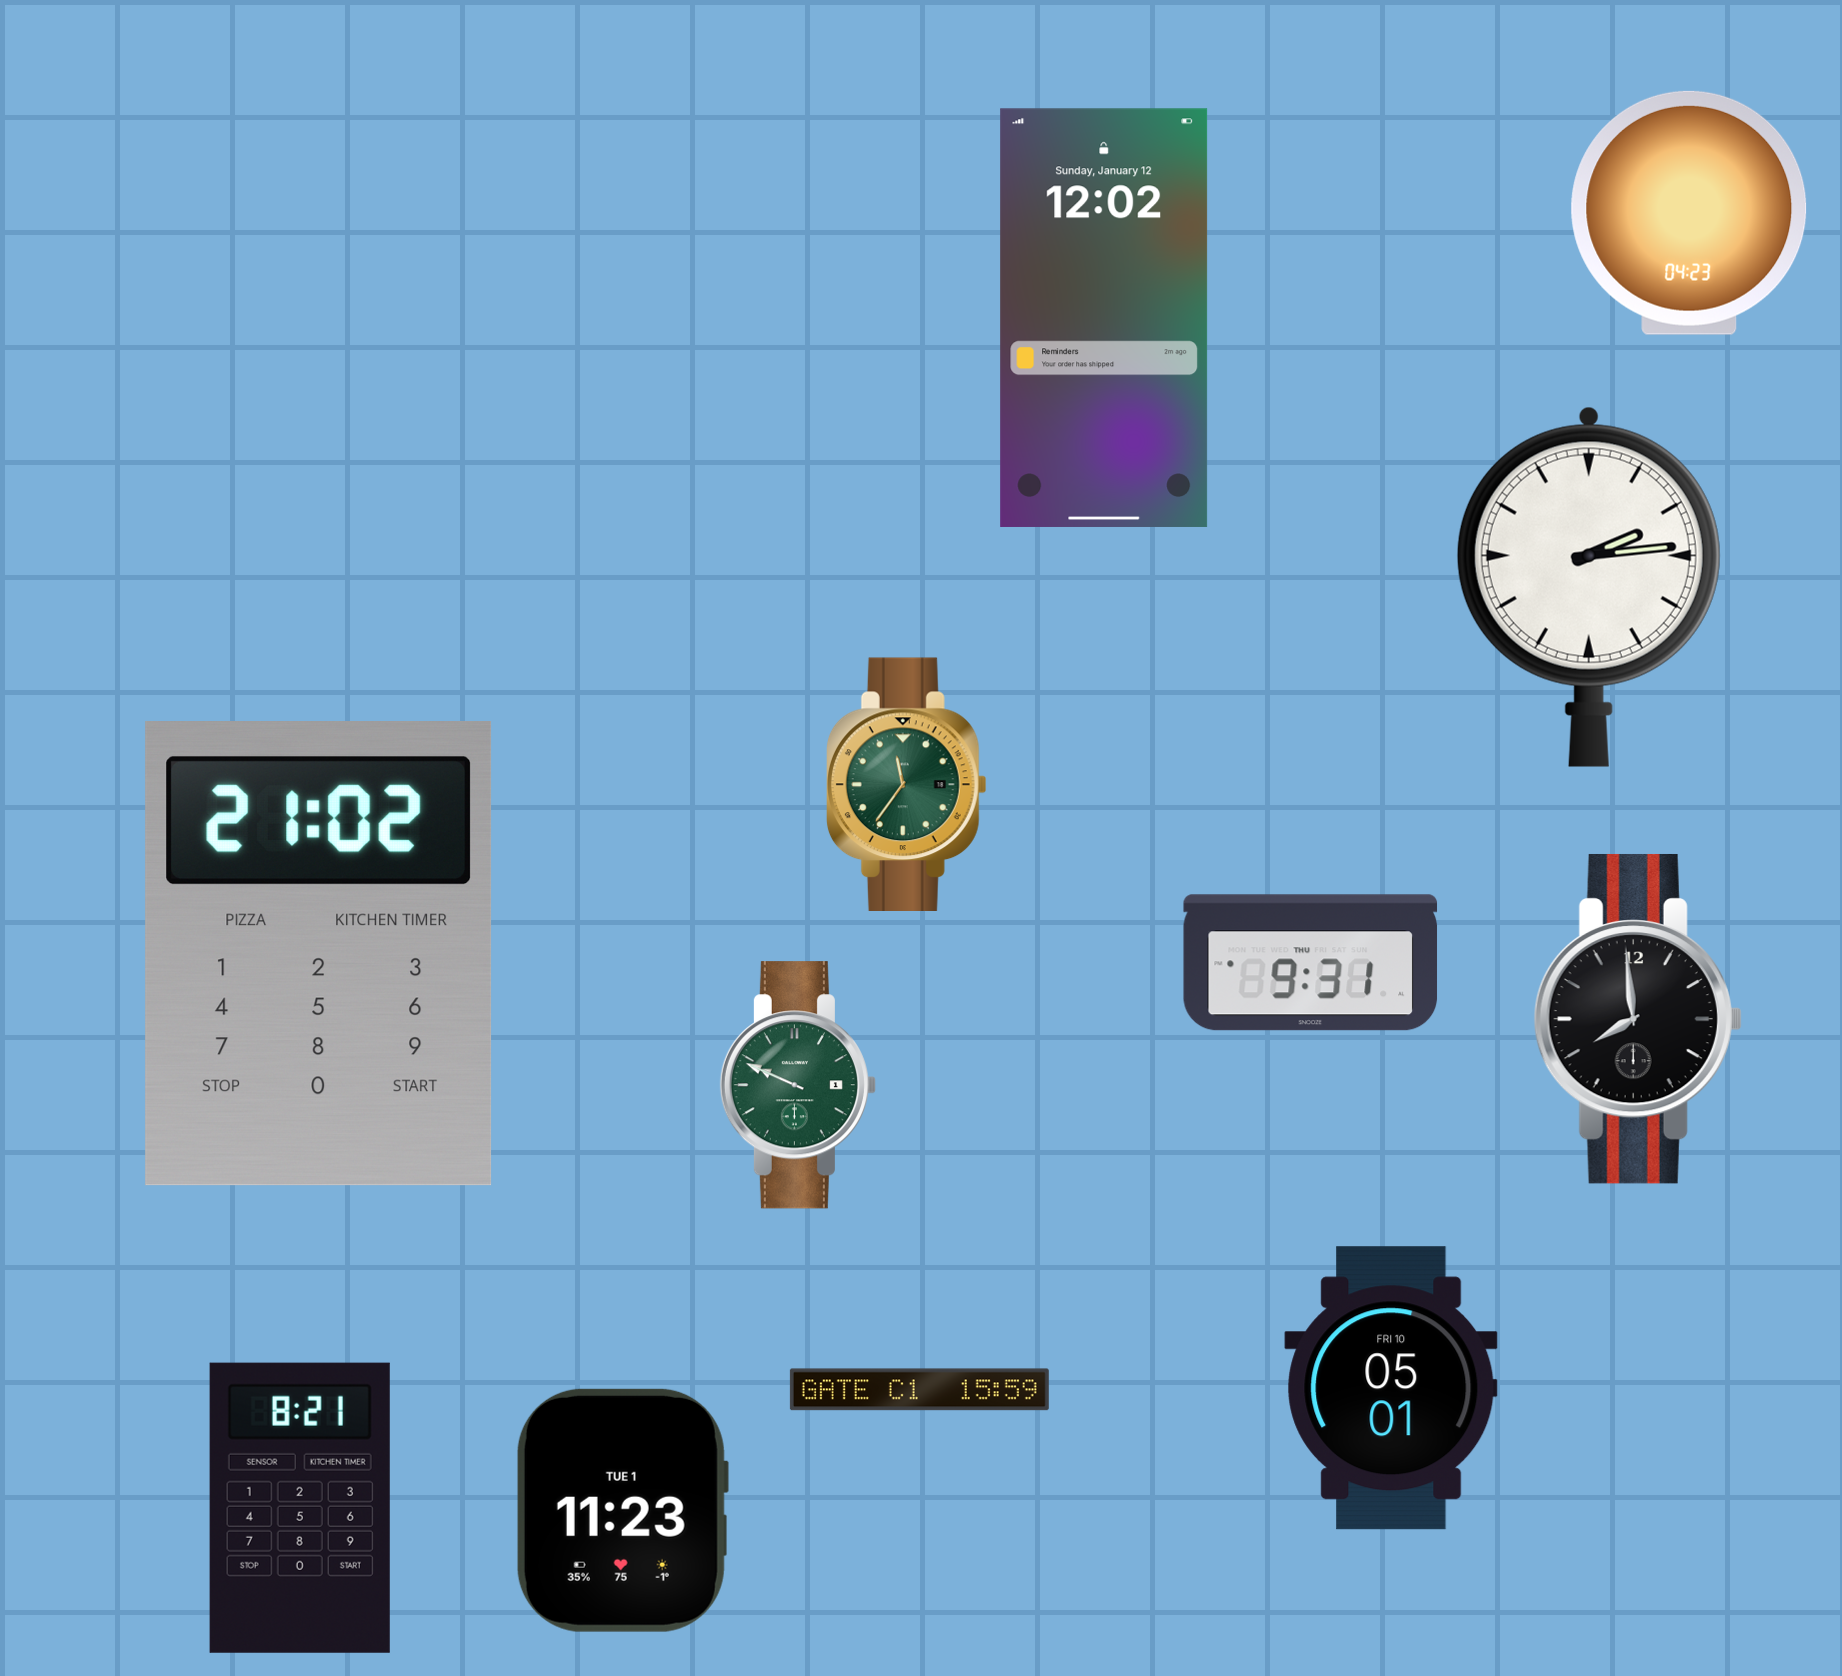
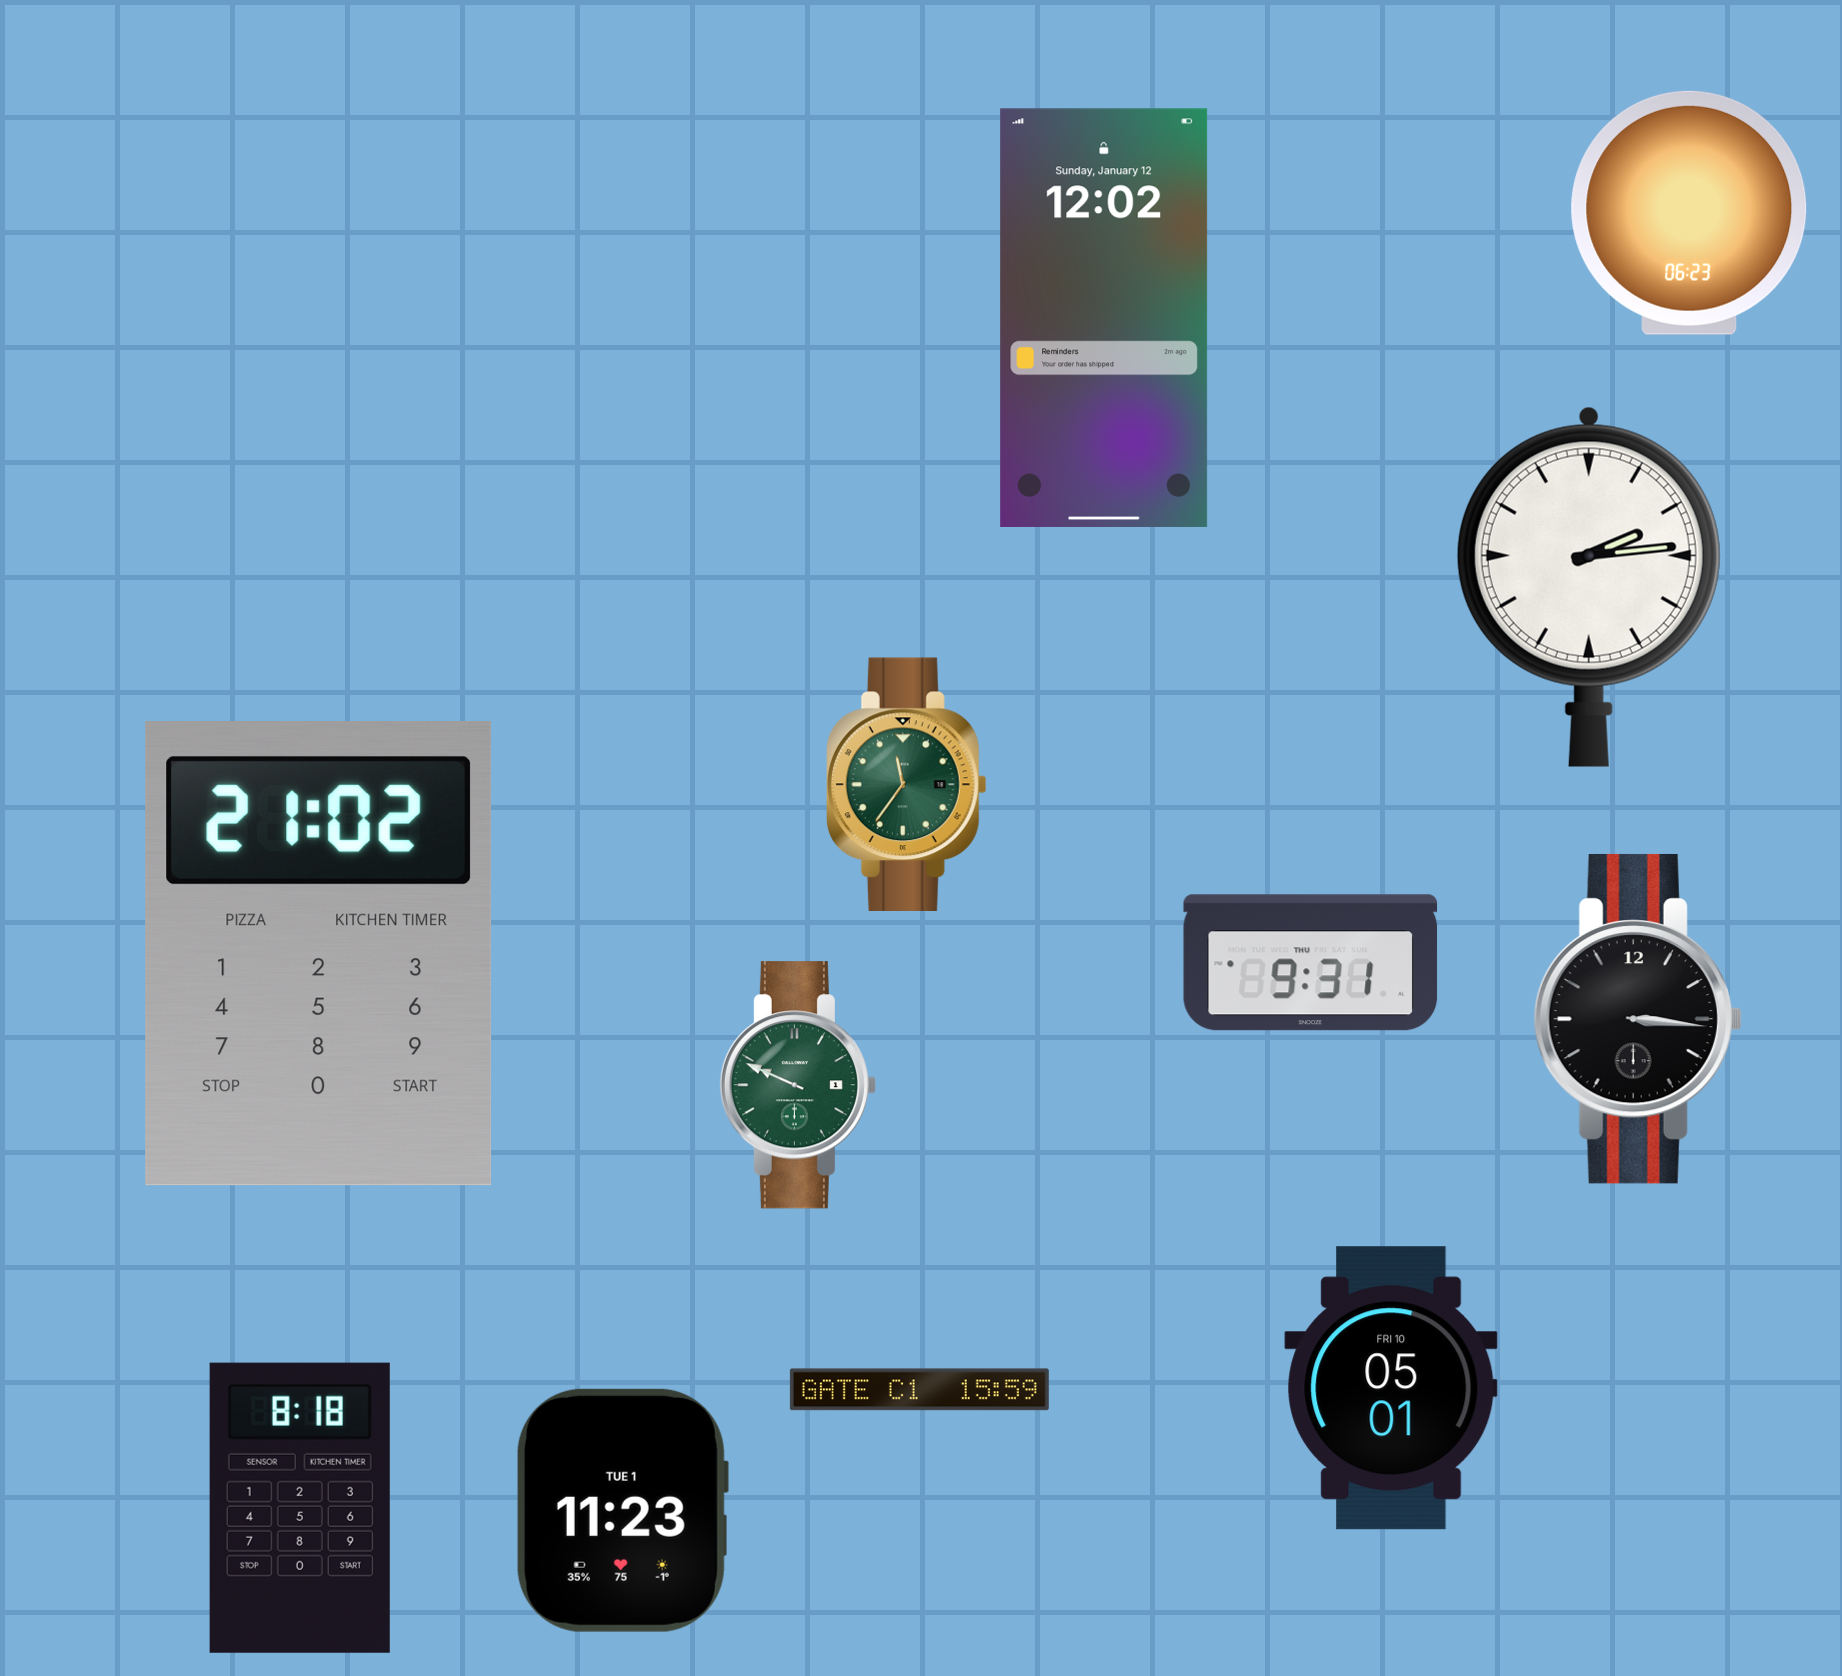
clock at (1689, 213): 04:23 -> 06:23
clock at (1638, 1019): 7:59 -> 3:16
clock at (300, 1508): 8:21 -> 8:18
